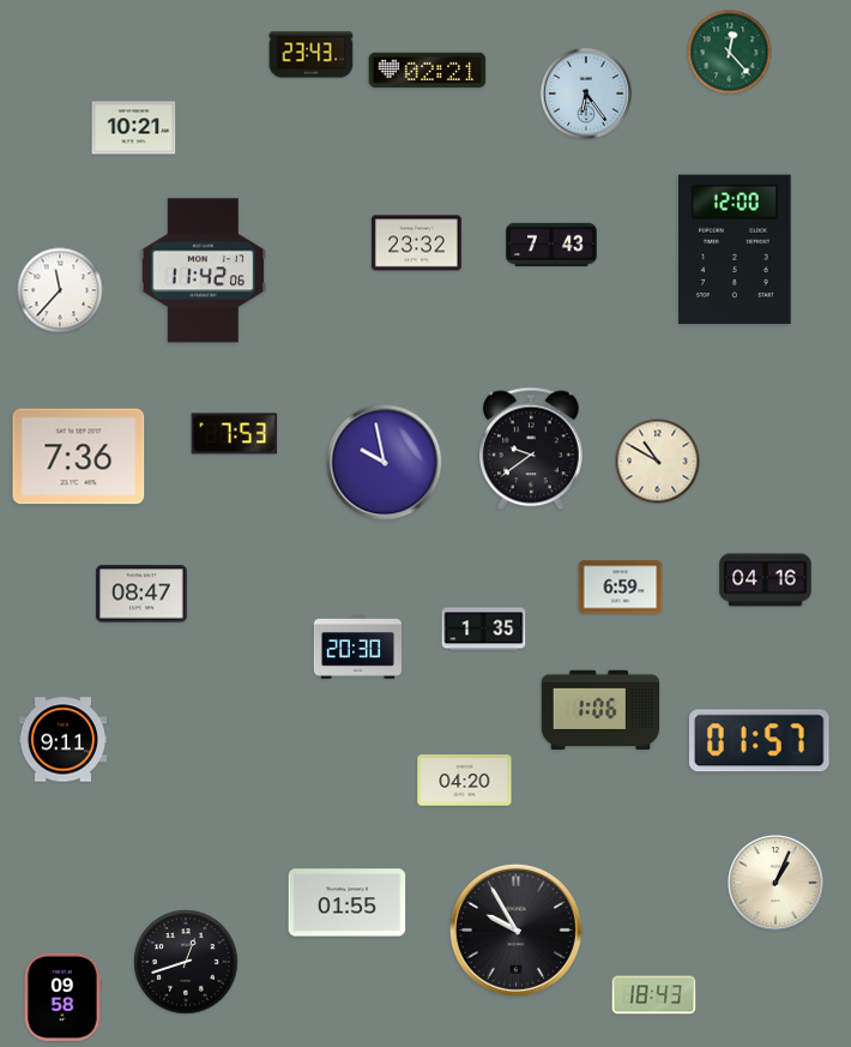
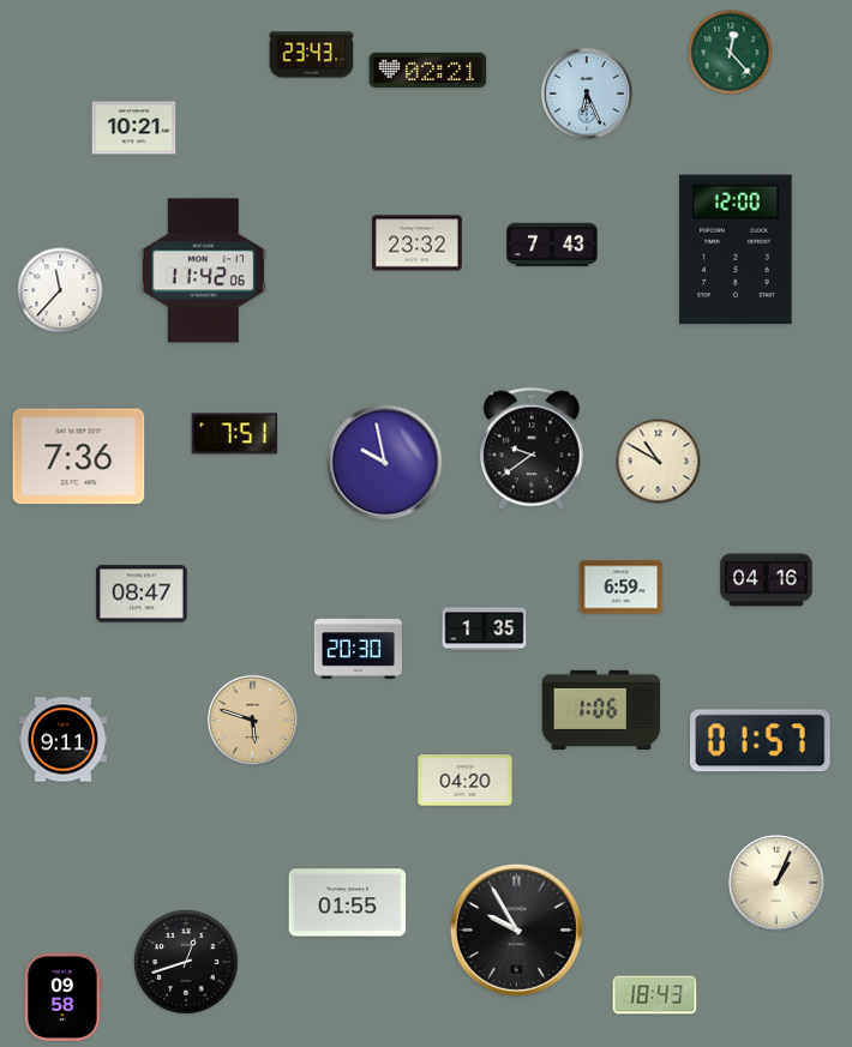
clock at (586, 94): 6:24 -> 6:26
clock at (235, 434): 7:53 -> 7:51
clock at (252, 720): none -> 5:48
